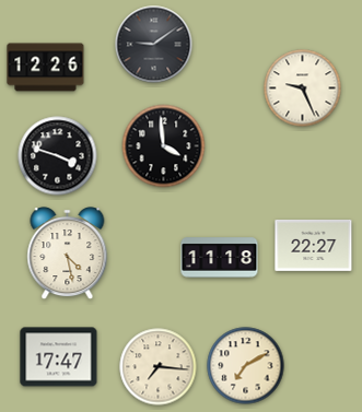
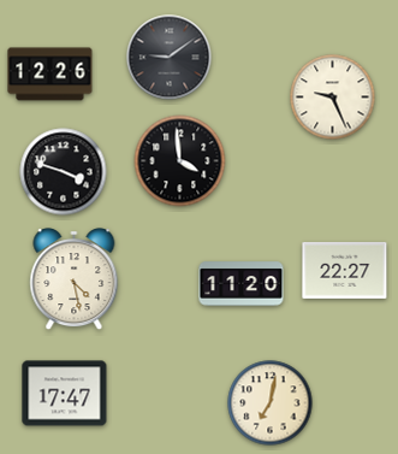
clock at (154, 45) position: (154, 45) -> (170, 58)
clock at (220, 258): 11:18 -> 11:20
clock at (246, 366): 7:10 -> 7:02
clock at (159, 367): 7:16 -> none
